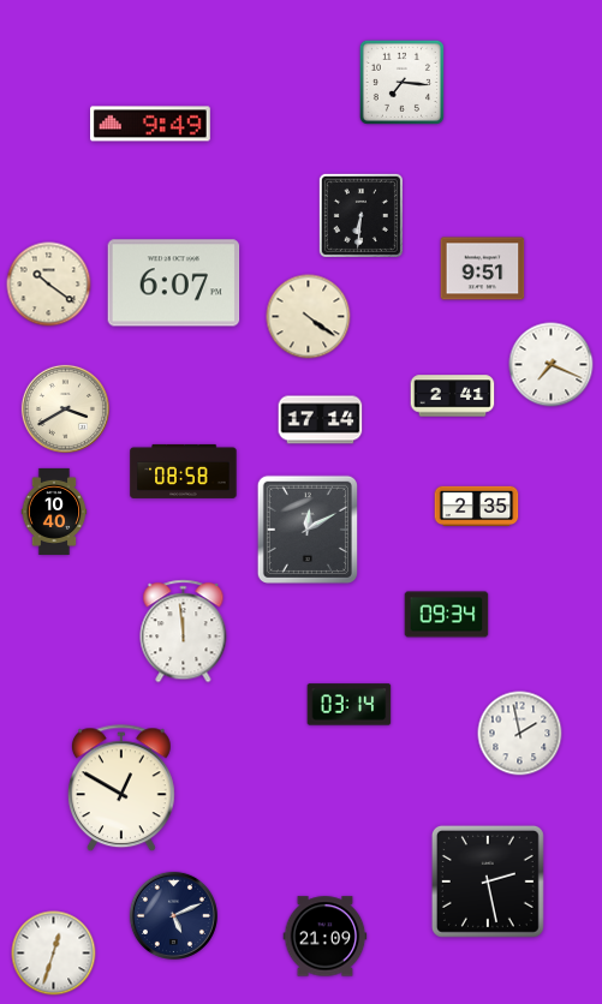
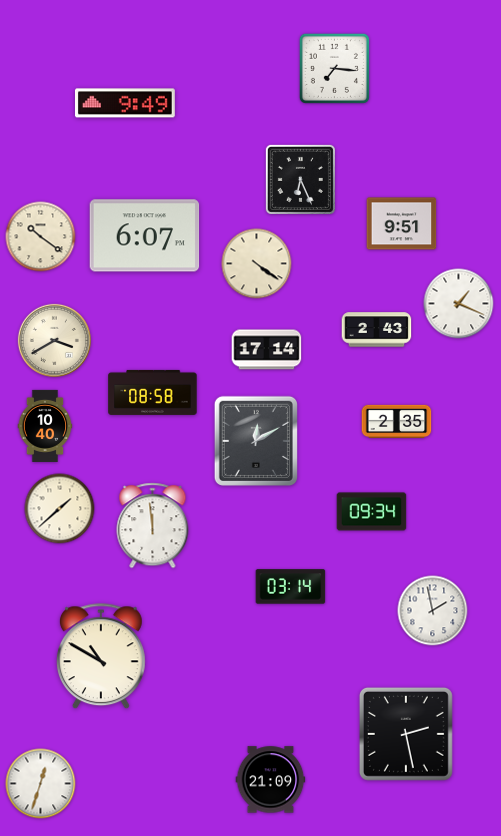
clock at (360, 215): 6:31 -> 6:26
clock at (552, 365): 7:19 -> 1:19
clock at (453, 396): 2:41 -> 2:43
clock at (60, 509): none -> 1:38
clock at (121, 789): 12:50 -> 10:50
clock at (173, 915): 5:11 -> none
clock at (54, 954) position: (54, 954) -> (41, 784)
